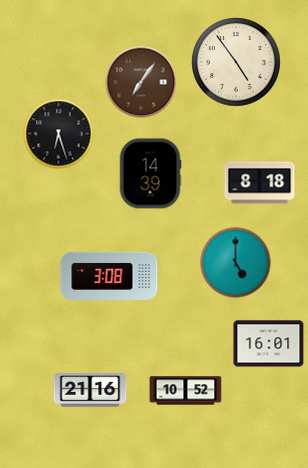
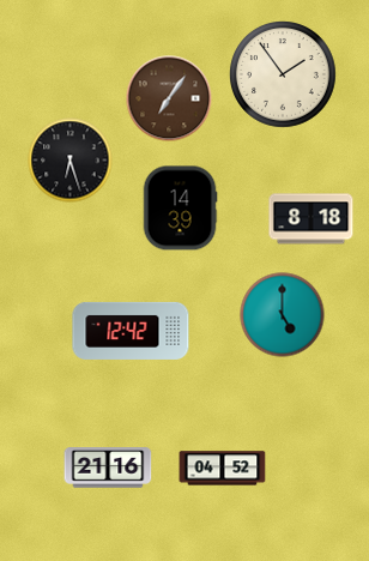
clock at (237, 63): 4:54 -> 1:54
clock at (109, 276): 3:08 -> 12:42
clock at (269, 344): 16:01 -> none
clock at (186, 391): 10:52 -> 04:52
